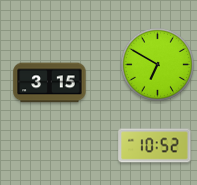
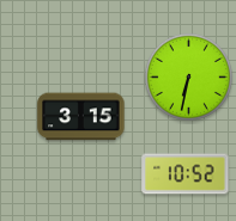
clock at (157, 64): 6:50 -> 6:32
clock at (50, 83) position: (50, 83) -> (81, 117)
